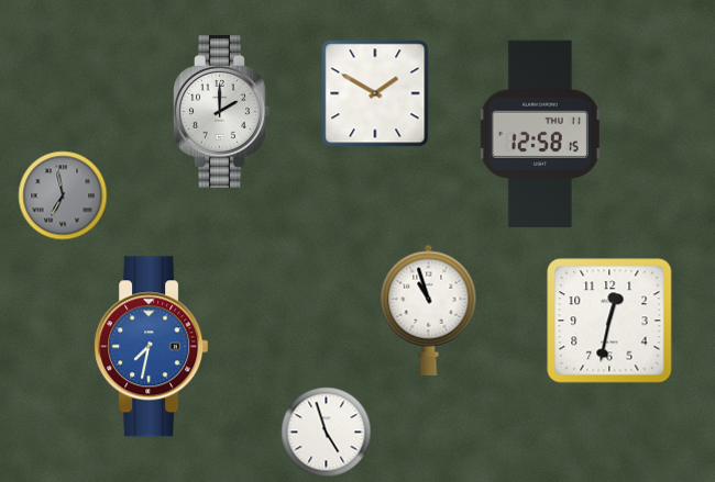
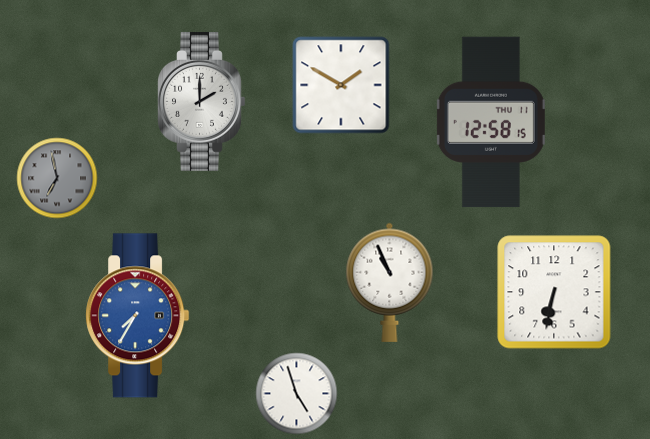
clock at (429, 310): 10:57 -> 10:56
clock at (609, 321): 12:32 -> 6:32
clock at (152, 347): 7:32 -> 7:35
